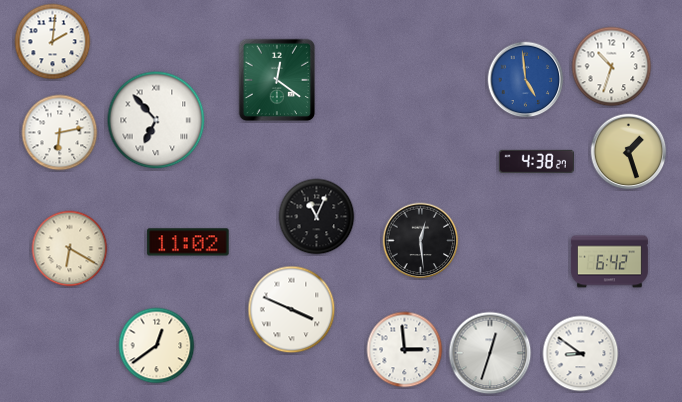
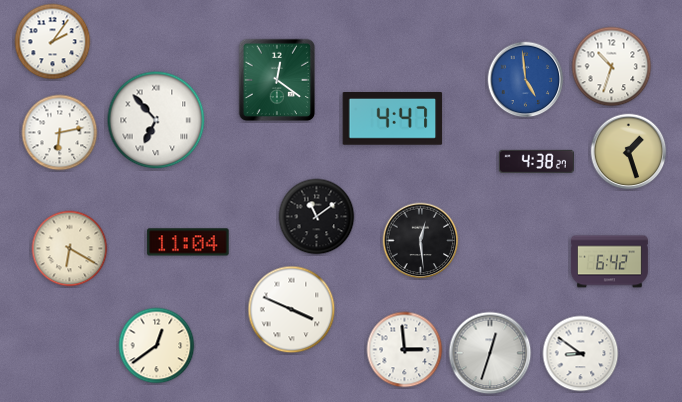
clock at (53, 42): 2:01 -> 2:06
clock at (393, 119): none -> 4:47
clock at (317, 217): 11:04 -> 11:09
clock at (188, 242): 11:02 -> 11:04
